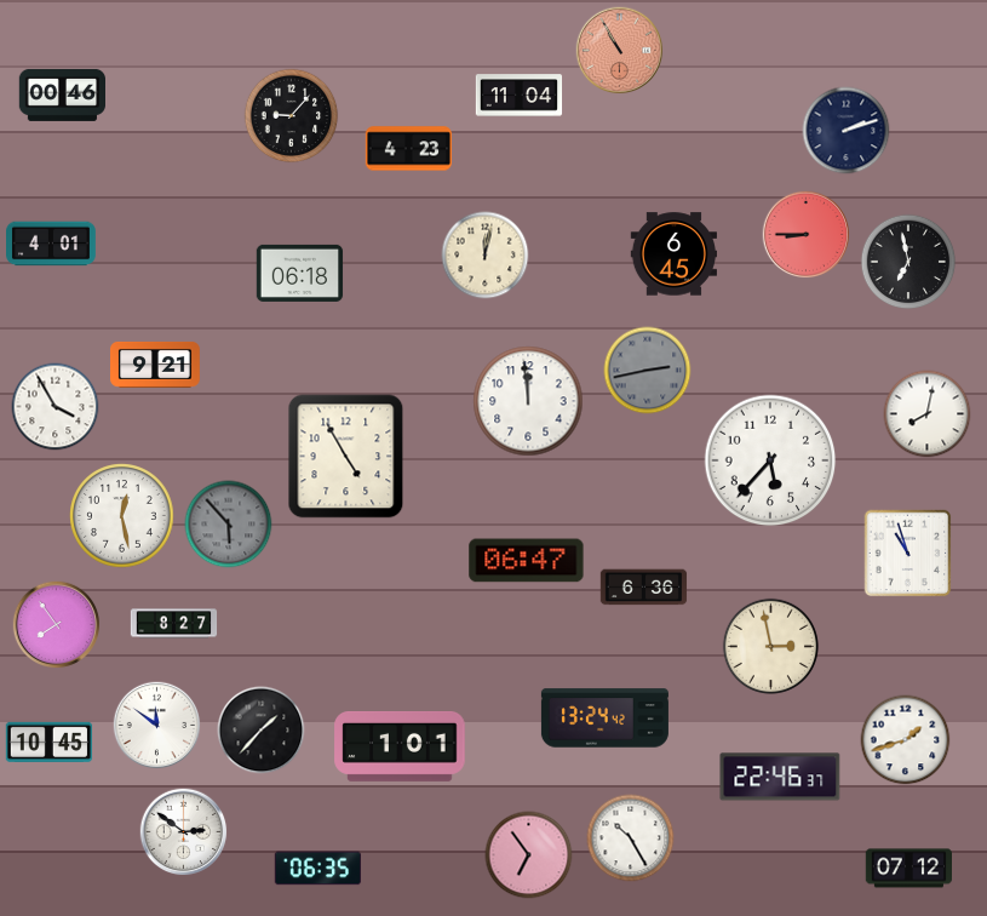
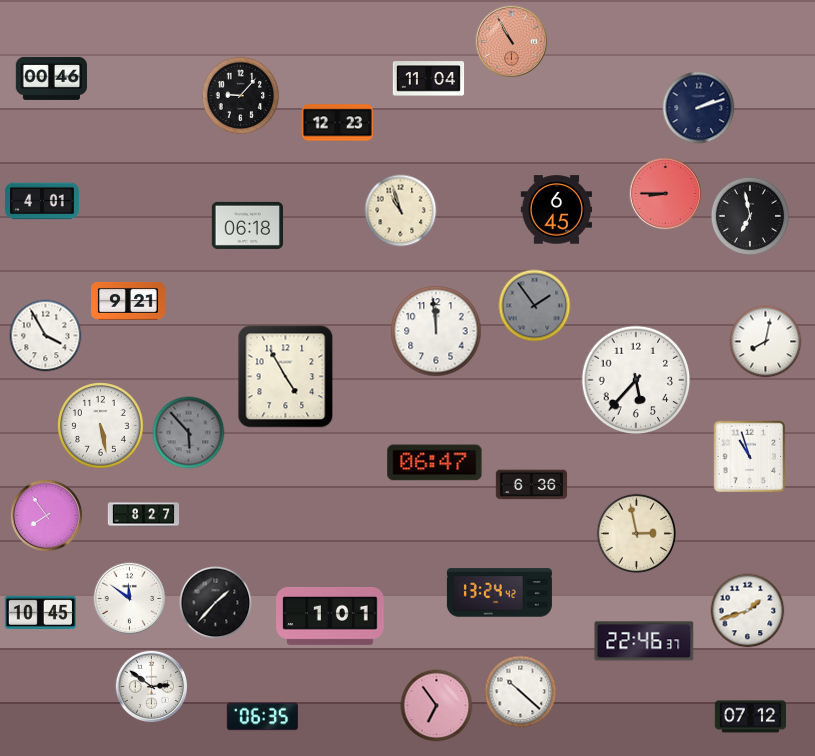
clock at (408, 149): 4:23 -> 12:23
clock at (486, 256): 12:02 -> 10:57
clock at (648, 371): 2:43 -> 1:54
clock at (122, 516): 12:28 -> 5:28
clock at (631, 838): 10:25 -> 10:22
